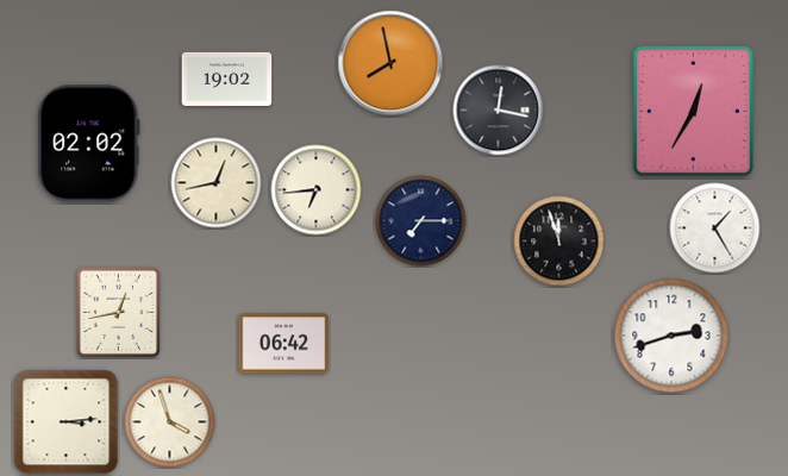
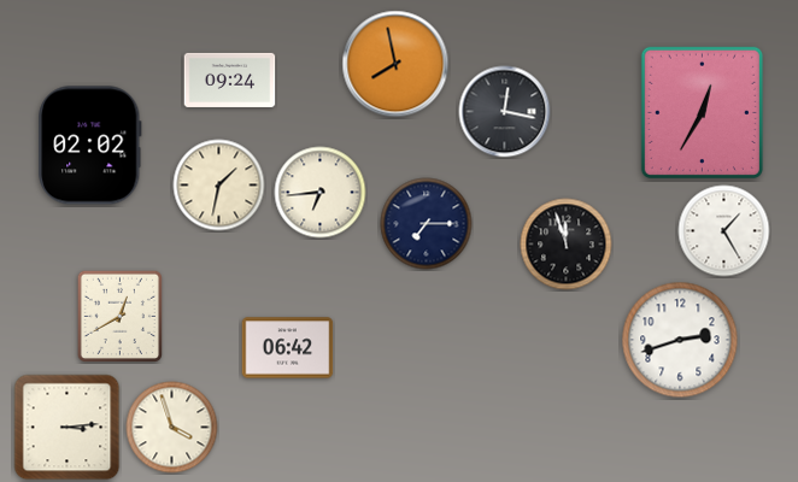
clock at (227, 79): 19:02 -> 09:24
clock at (217, 183): 12:43 -> 1:32
clock at (118, 312): 12:43 -> 12:40
